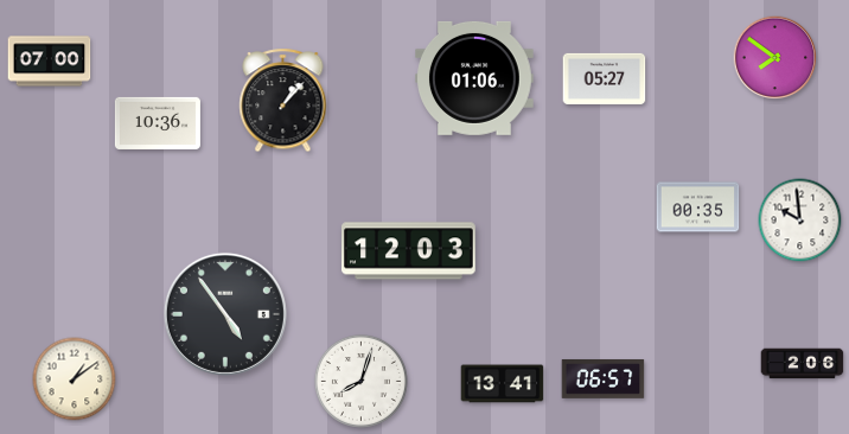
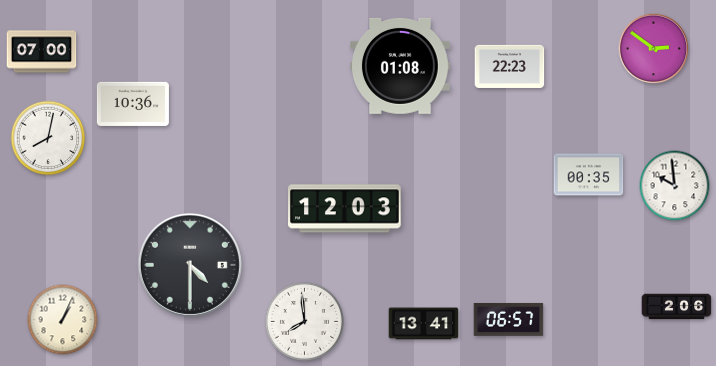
clock at (775, 58): 7:51 -> 2:51
clock at (475, 78): 01:06 -> 01:08
clock at (605, 78): 05:27 -> 22:23
clock at (283, 101): 1:07 -> none
clock at (48, 138): none -> 8:02
clock at (409, 251) position: (409, 251) -> (345, 209)
clock at (225, 314): 4:54 -> 4:30
clock at (75, 379): 1:09 -> 1:04
clock at (360, 381): 8:03 -> 7:59
